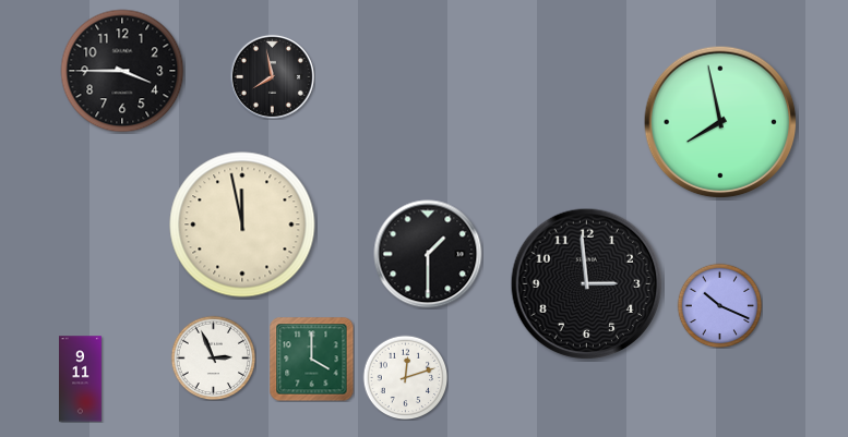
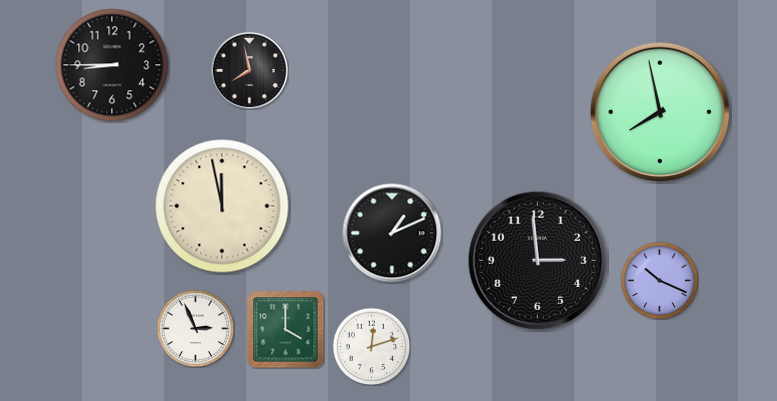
clock at (122, 71): 3:45 -> 8:45
clock at (428, 254): 1:30 -> 1:11
clock at (81, 379): 9:11 -> none
